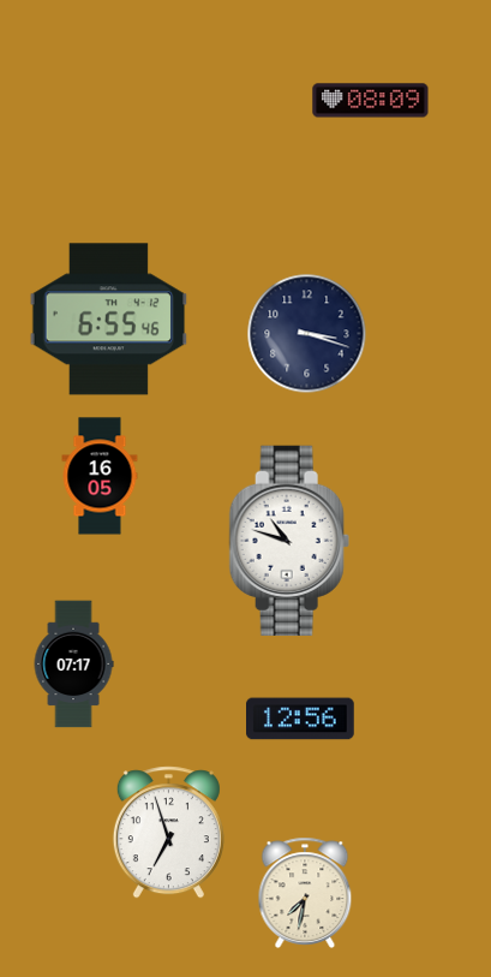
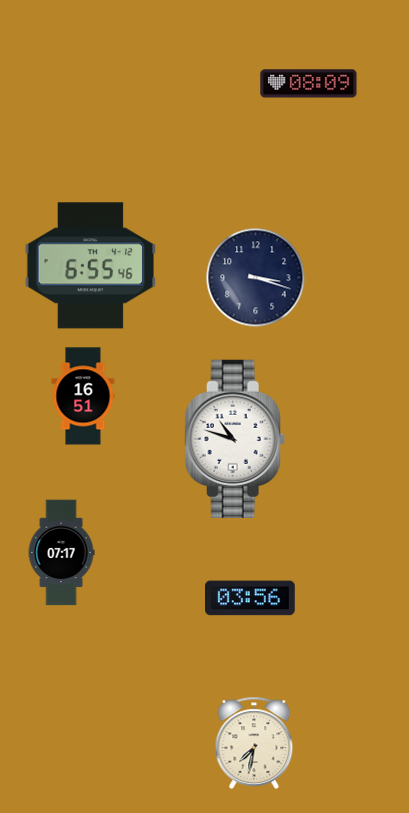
clock at (100, 476): 16:05 -> 16:51
clock at (289, 541) position: (289, 541) -> (235, 439)
clock at (301, 719): 12:56 -> 03:56
clock at (168, 833): 6:57 -> none
